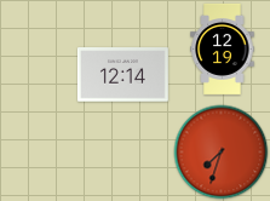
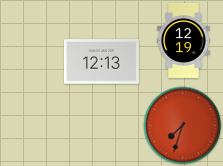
clock at (122, 75): 12:14 -> 12:13
